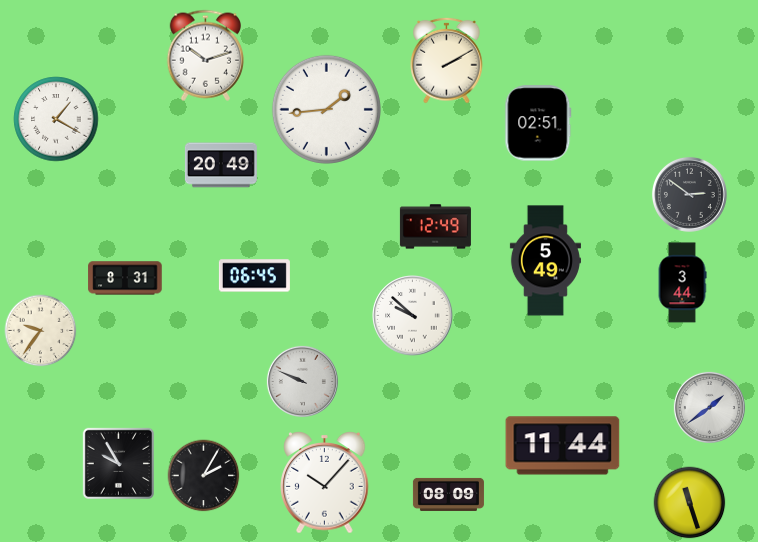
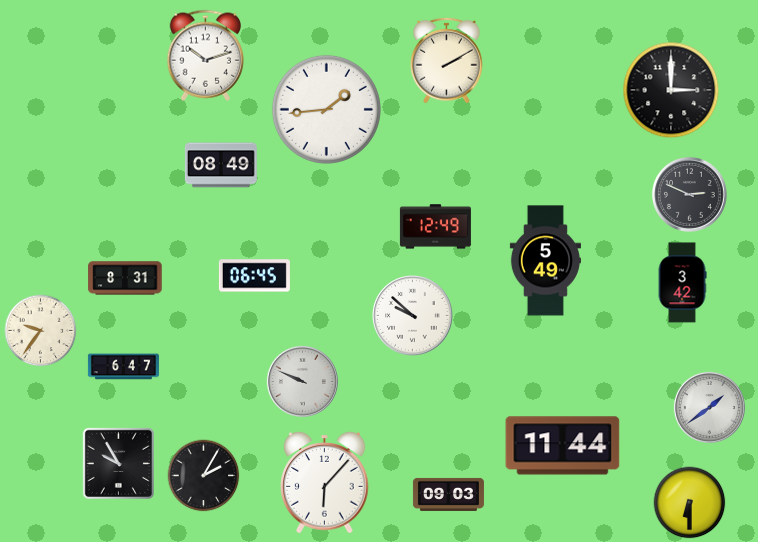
clock at (671, 90): none -> 3:00
clock at (56, 119): 1:20 -> none
clock at (538, 123): 02:51 -> none
clock at (221, 165): 20:49 -> 08:49
clock at (689, 194): 2:51 -> 2:49
clock at (682, 283): 3:44 -> 3:42
clock at (123, 367): none -> 6:47
clock at (325, 483): 10:07 -> 6:07
clock at (448, 494): 08:09 -> 09:03
clock at (690, 503): 11:27 -> 6:30
